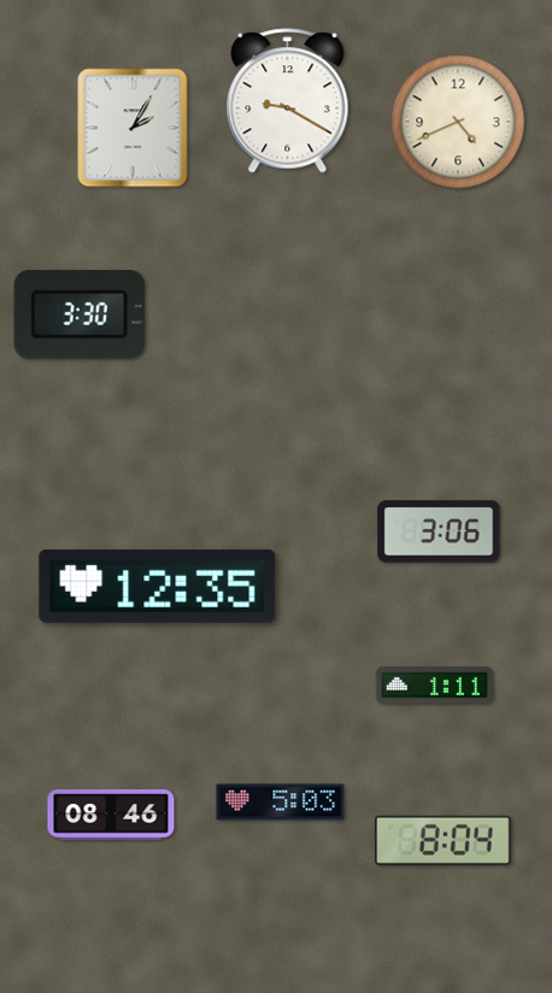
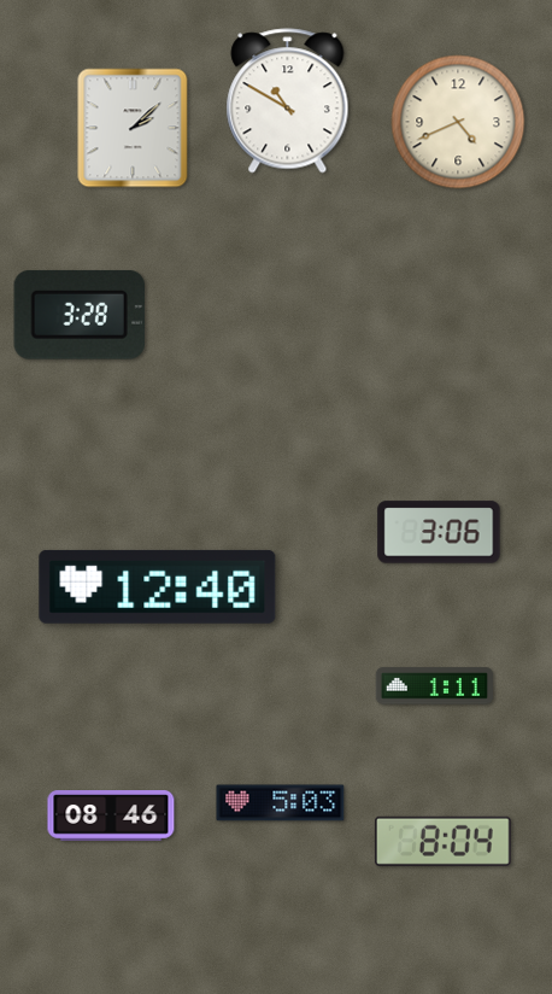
clock at (288, 101): 9:20 -> 10:50
clock at (133, 128): 2:05 -> 2:08
clock at (80, 315): 3:30 -> 3:28
clock at (158, 586): 12:35 -> 12:40
